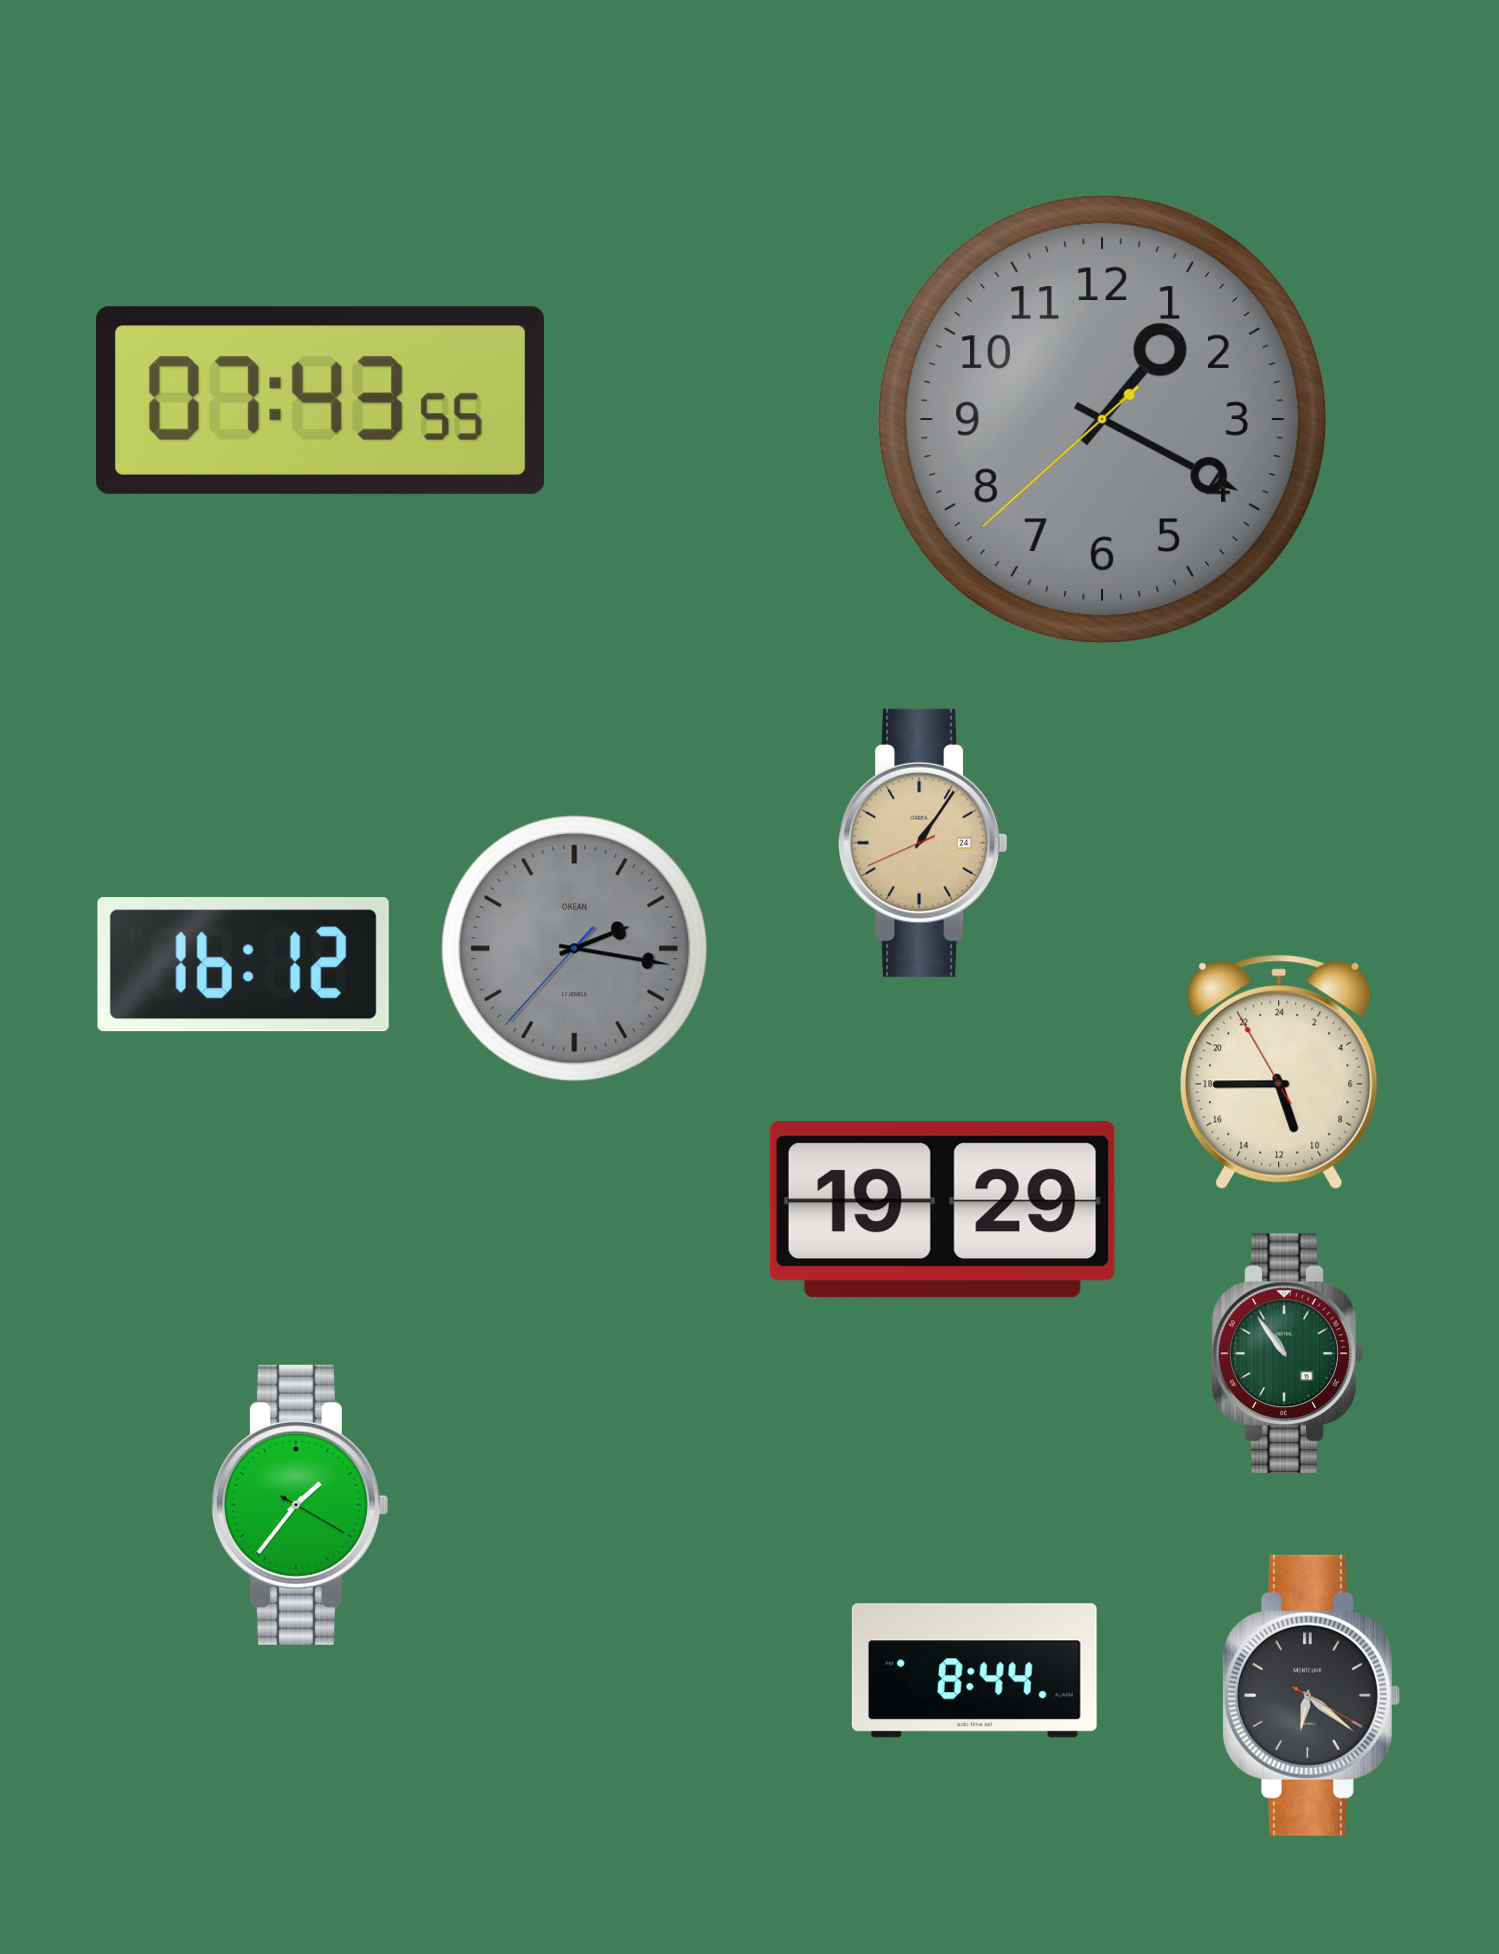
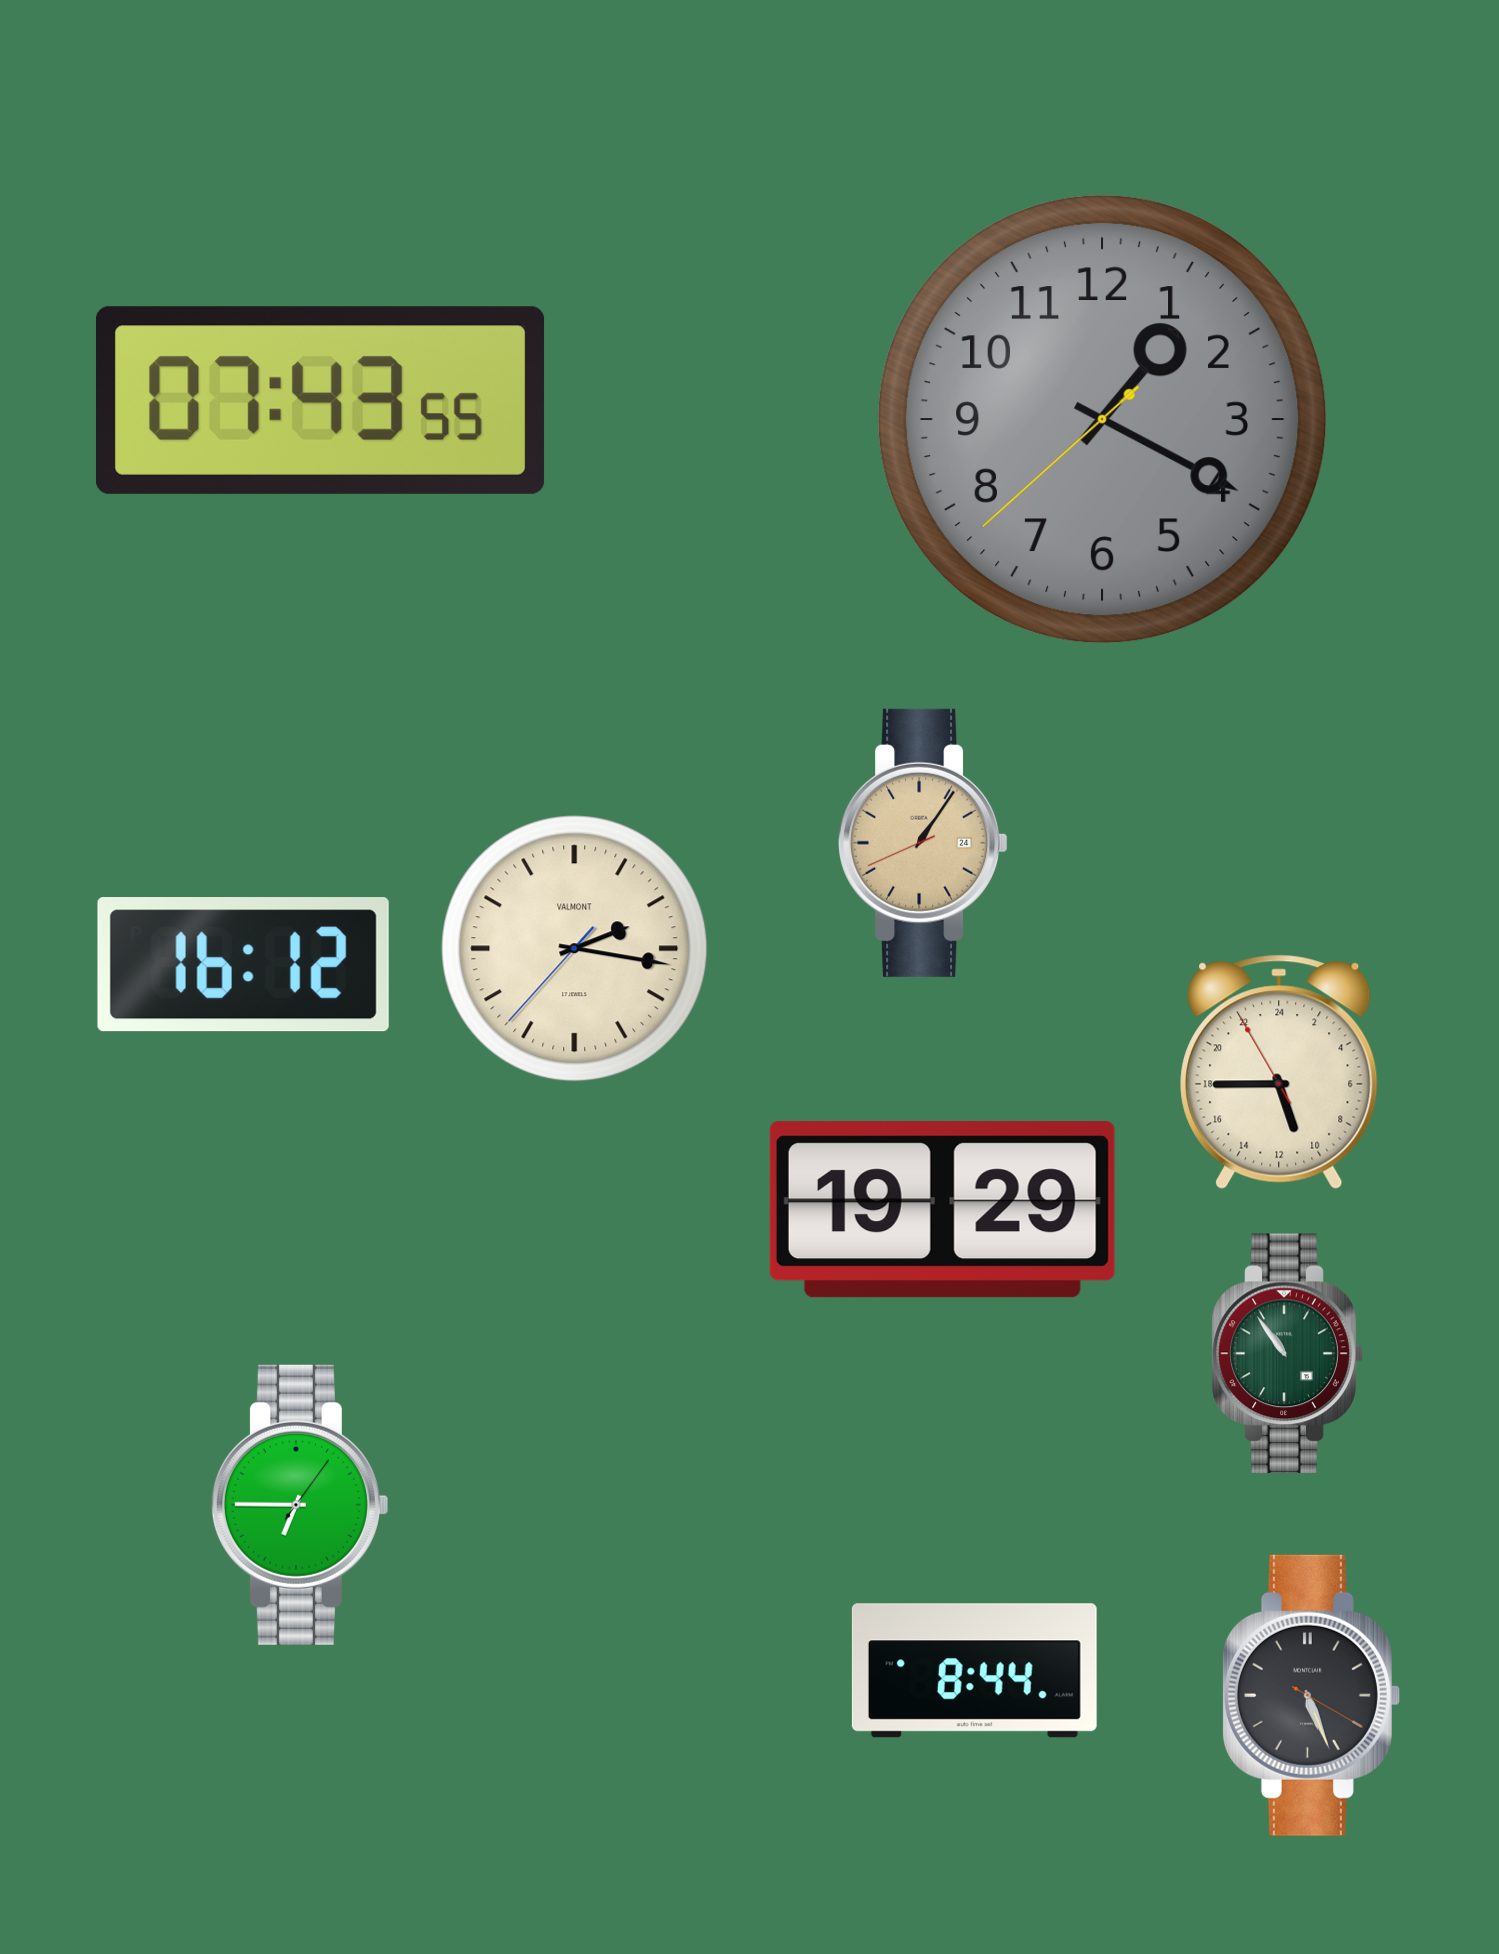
clock at (575, 949) dial: grey -> cream
clock at (575, 949) brand: OKEAN -> VALMONT
clock at (299, 1505): 1:36 -> 6:45
clock at (1311, 1695): 6:21 -> 5:26
